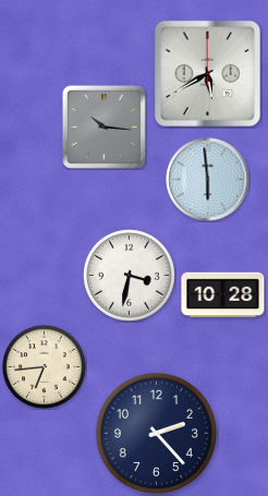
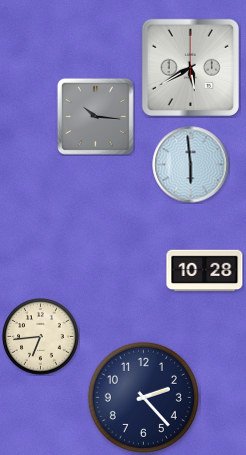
clock at (130, 276): 3:32 -> none
